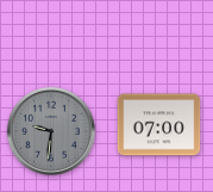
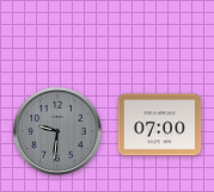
clock at (51, 131) position: (51, 131) -> (57, 131)
